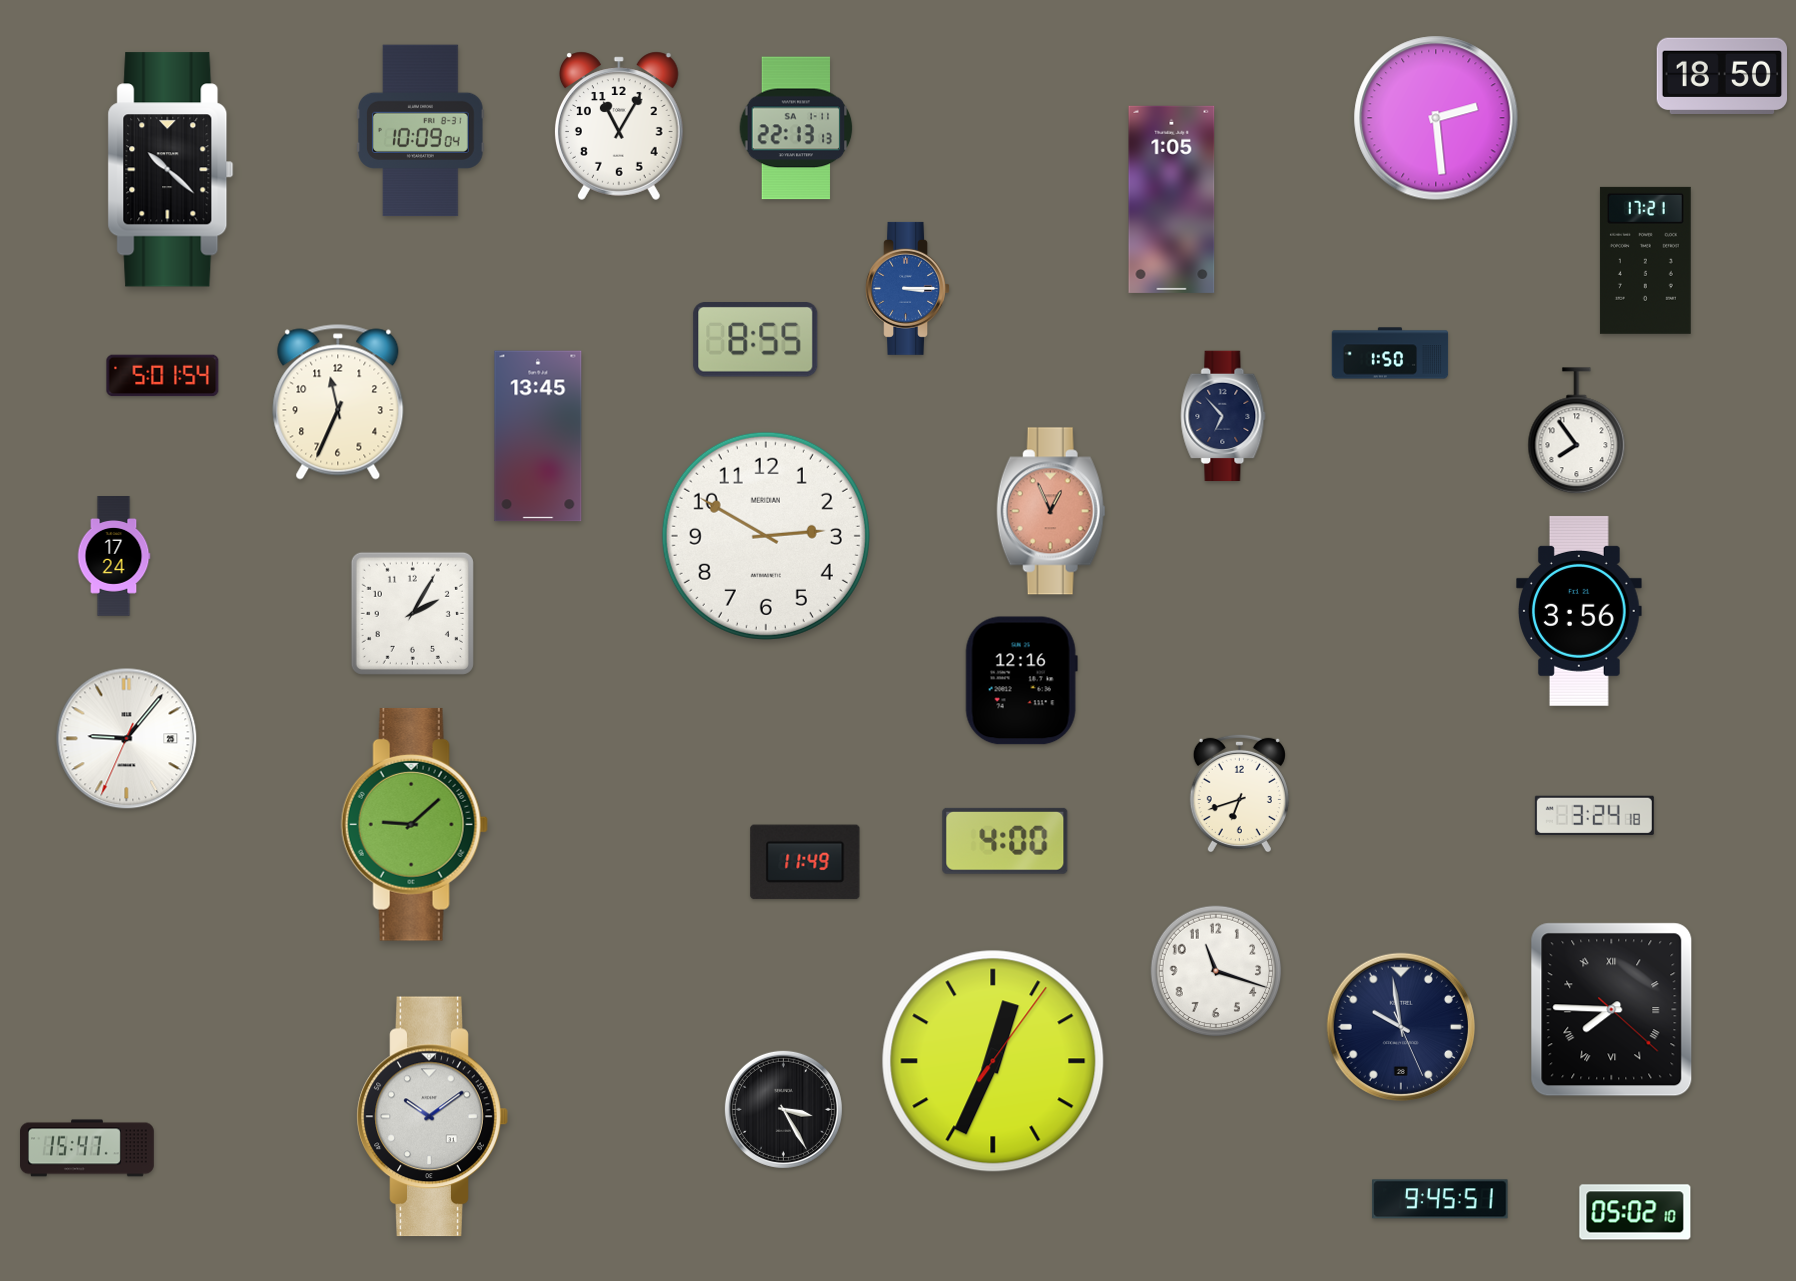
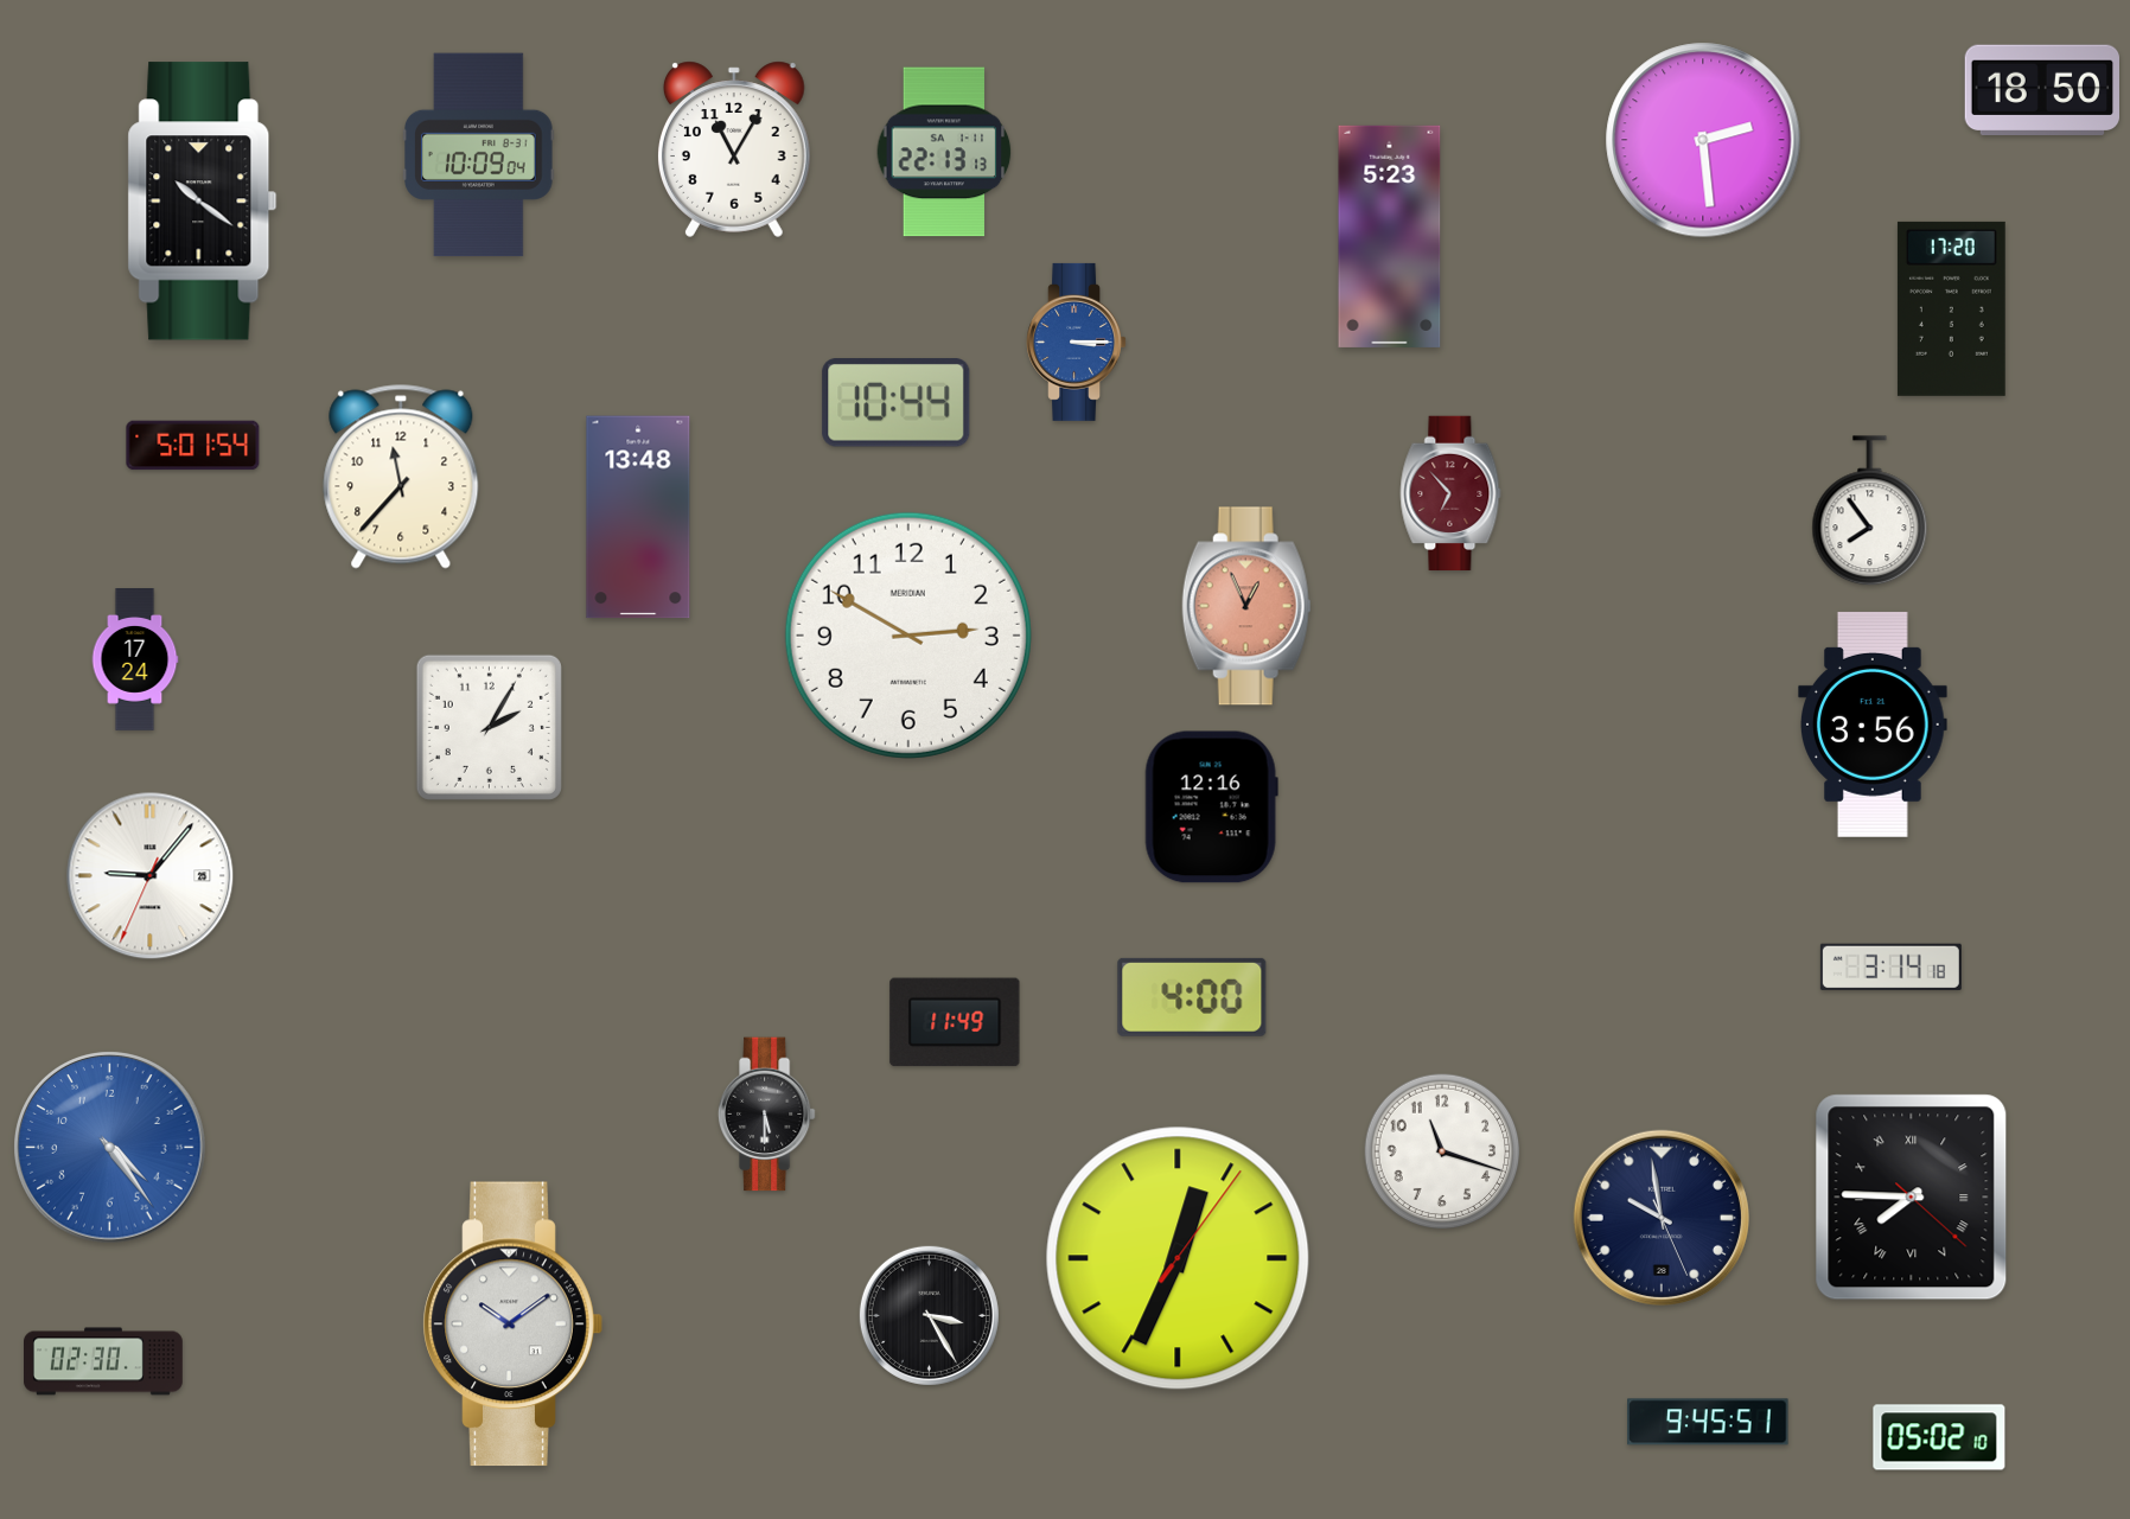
clock at (421, 131) position: (421, 131) -> (479, 155)
clock at (171, 170): 10:22 -> 10:21
clock at (1172, 199): 1:05 -> 5:23
clock at (1645, 260): 17:21 -> 17:20
clock at (756, 340): 8:55 -> 10:44
clock at (1390, 353): 1:50 -> none
clock at (338, 402): 11:34 -> 11:37
clock at (1223, 416) dial: navy -> burgundy
clock at (538, 436): 13:45 -> 13:48
clock at (1239, 793): 6:42 -> none
clock at (1594, 815): 3:24 -> 3:14
clock at (414, 824): 9:08 -> none
clock at (766, 1115): none -> 5:30
clock at (110, 1148): none -> 4:24
clock at (88, 1148): 15:47 -> 02:30
